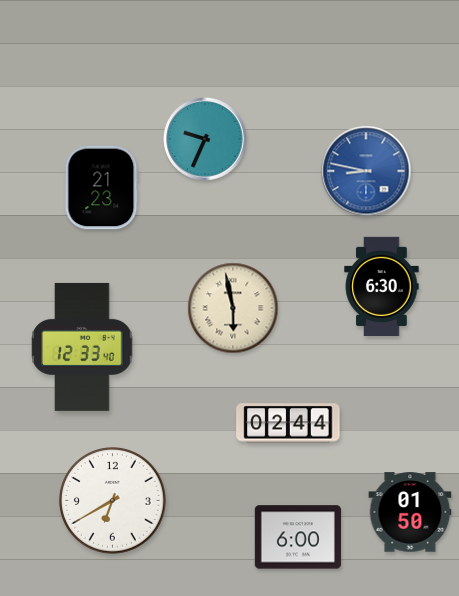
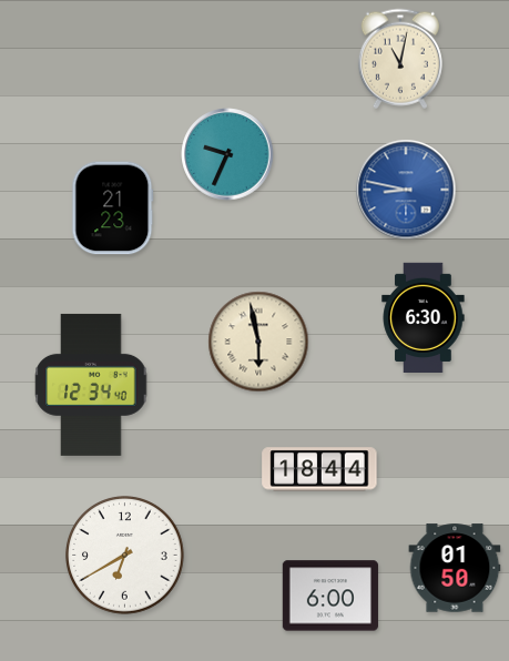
clock at (400, 59): none -> 11:02
clock at (82, 347): 12:33 -> 12:34
clock at (288, 423): 02:44 -> 18:44
